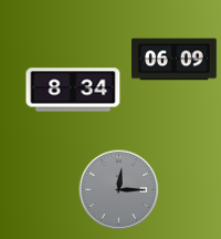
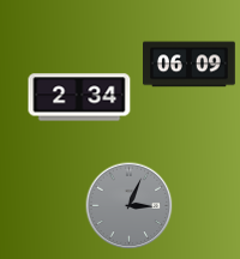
clock at (73, 90): 8:34 -> 2:34
clock at (119, 190): 12:15 -> 3:04
